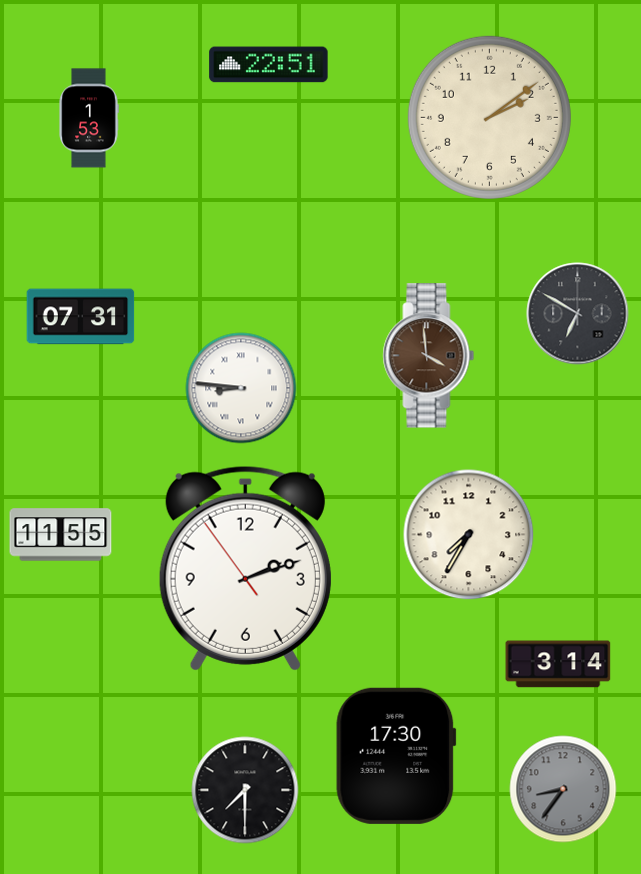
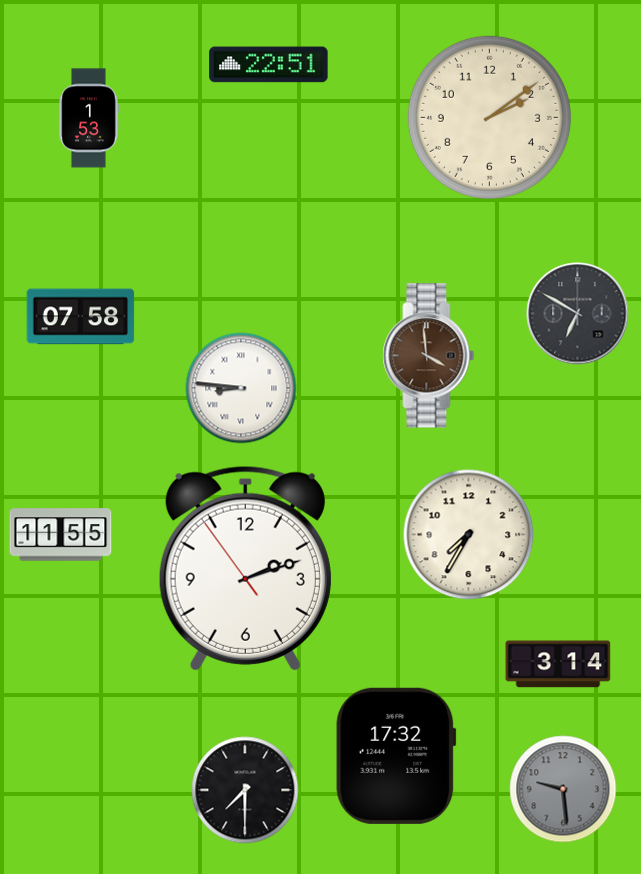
clock at (81, 317): 07:31 -> 07:58
clock at (396, 756): 17:30 -> 17:32
clock at (563, 789): 8:36 -> 9:29
